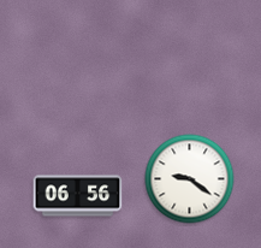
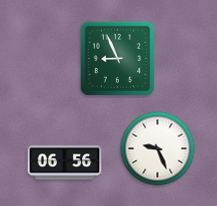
clock at (118, 59): none -> 8:56
clock at (190, 179): 9:21 -> 9:26
